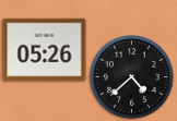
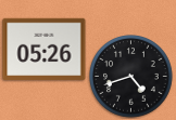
clock at (132, 77): 4:38 -> 4:42
